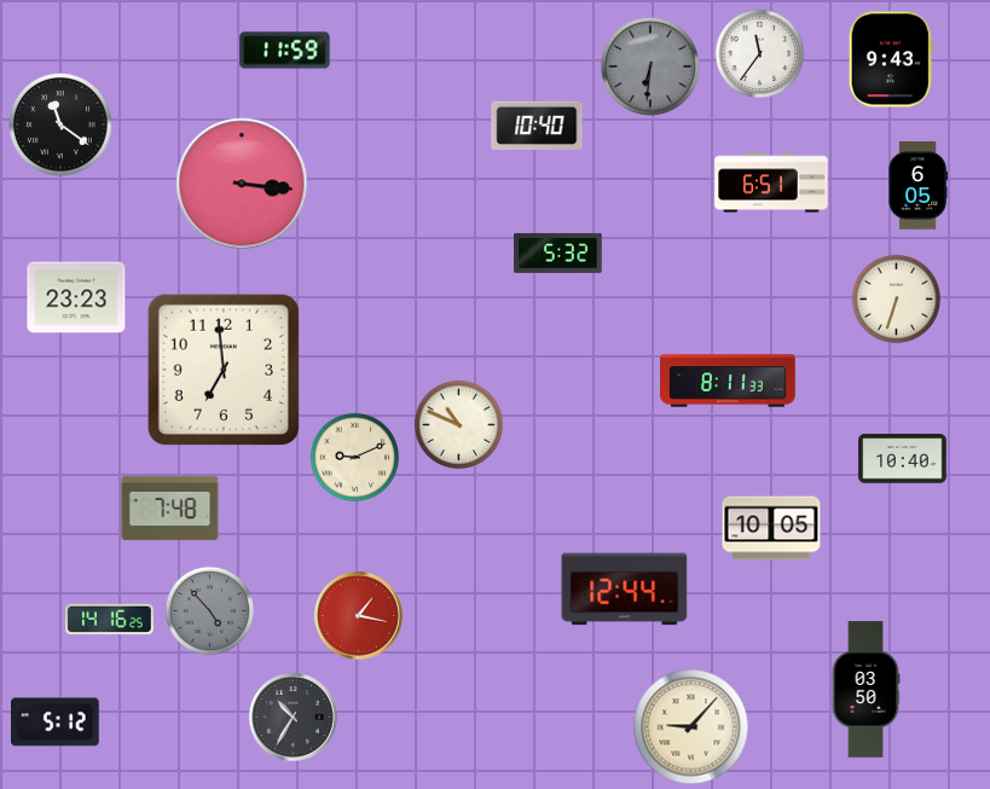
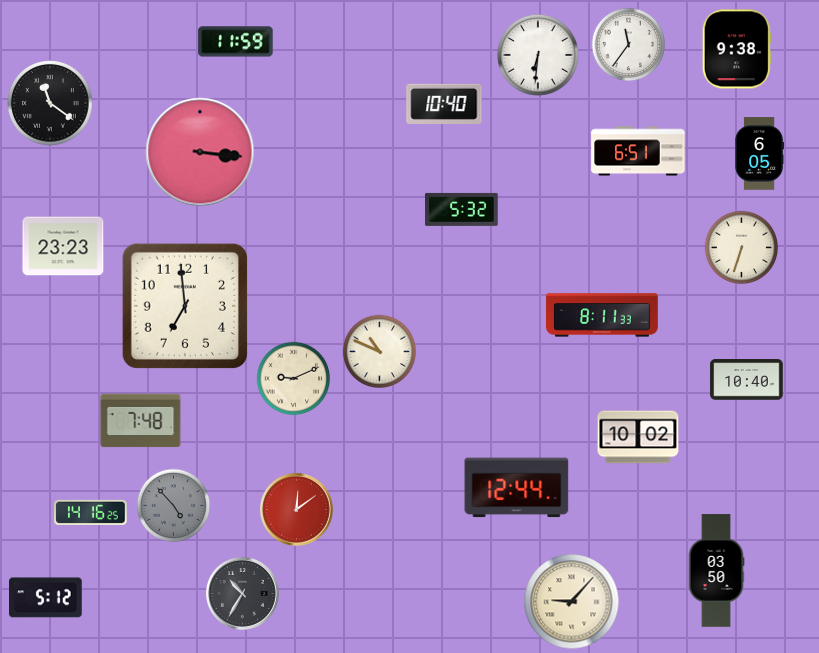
clock at (891, 59): 9:43 -> 9:38
clock at (650, 66) dial: grey -> white
clock at (771, 528): 10:05 -> 10:02
clock at (358, 615): 1:17 -> 12:09
